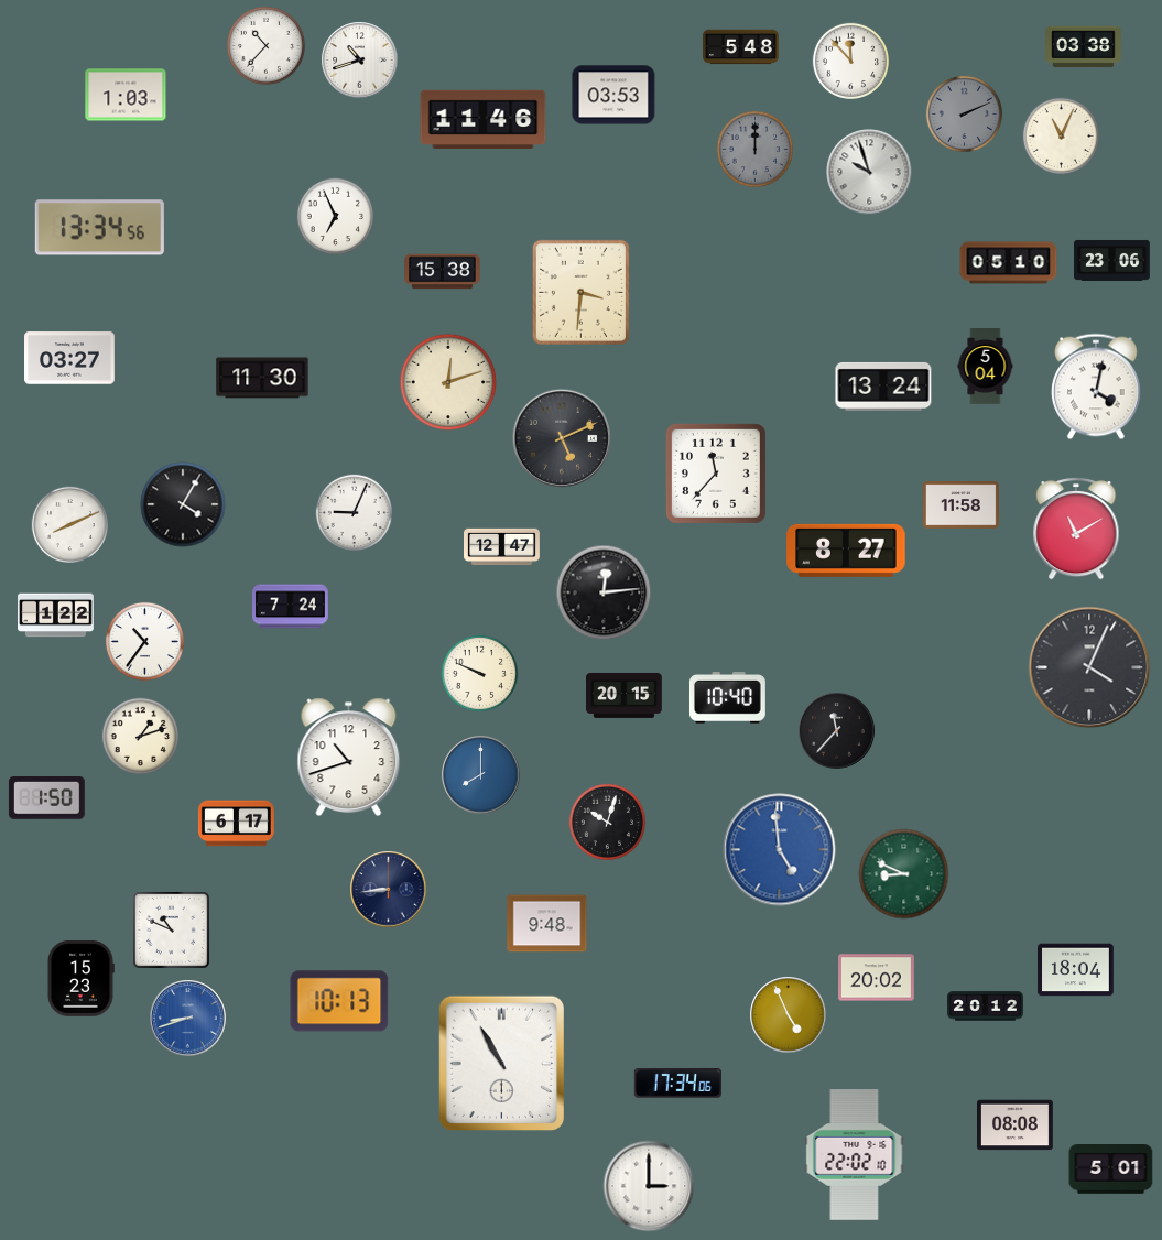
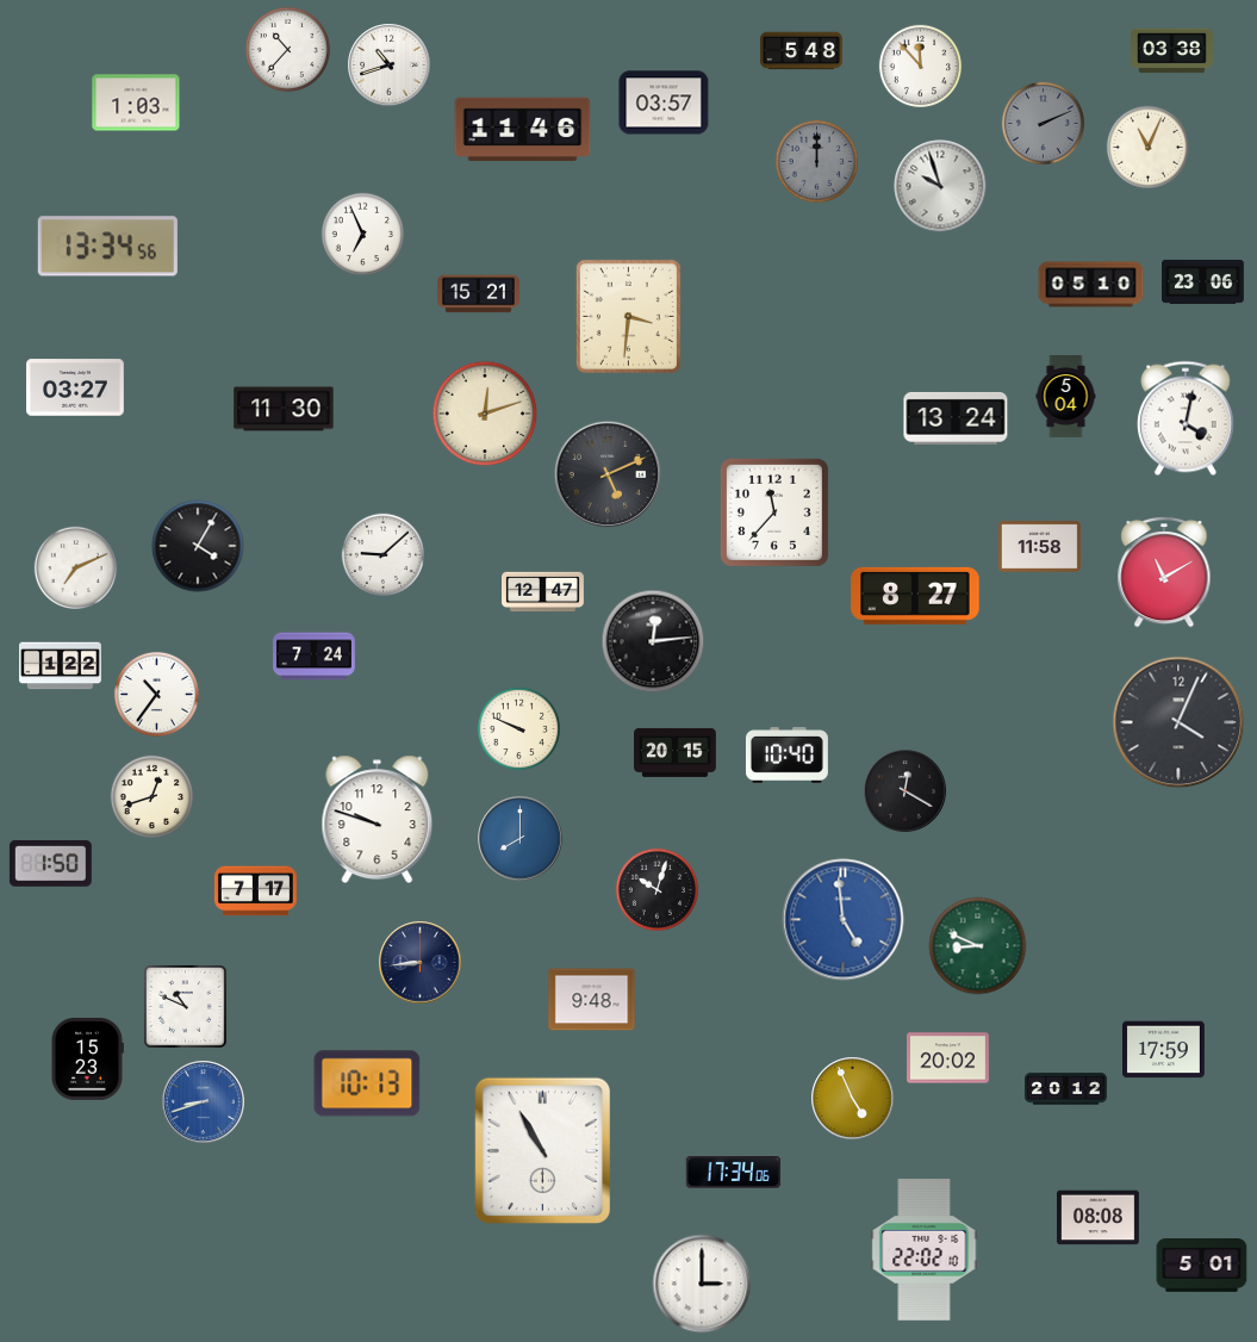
clock at (613, 95): 03:53 -> 03:57
clock at (443, 272): 15:38 -> 15:21
clock at (354, 512): 9:04 -> 9:08
clock at (69, 524): 8:11 -> 7:11
clock at (837, 731): 11:37 -> 12:20
clock at (140, 736): 1:12 -> 12:42
clock at (349, 758): 10:42 -> 9:48
clock at (236, 824): 6:17 -> 7:17
clock at (1076, 970): 18:04 -> 17:59
